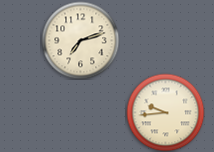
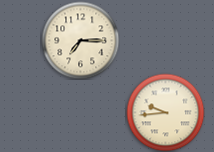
clock at (80, 40): 7:12 -> 7:15
